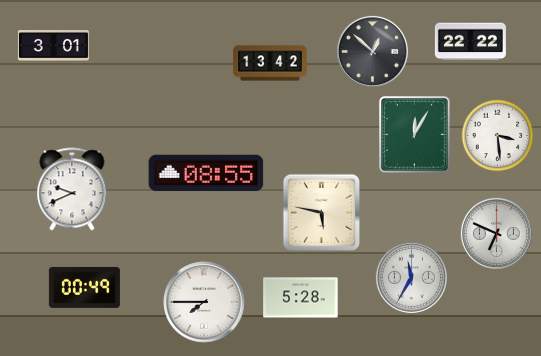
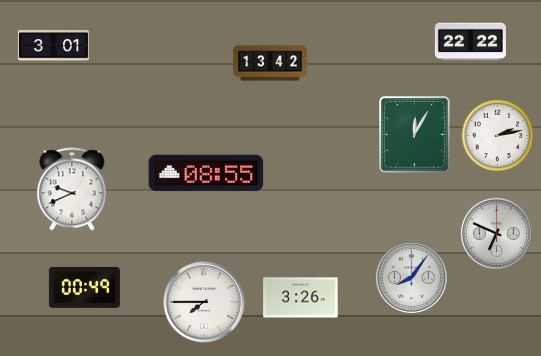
clock at (372, 51): 12:52 -> none
clock at (498, 136): 3:29 -> 2:13
clock at (322, 213): 5:47 -> none
clock at (411, 277): 11:35 -> 8:06
clock at (301, 298): 5:28 -> 3:26
